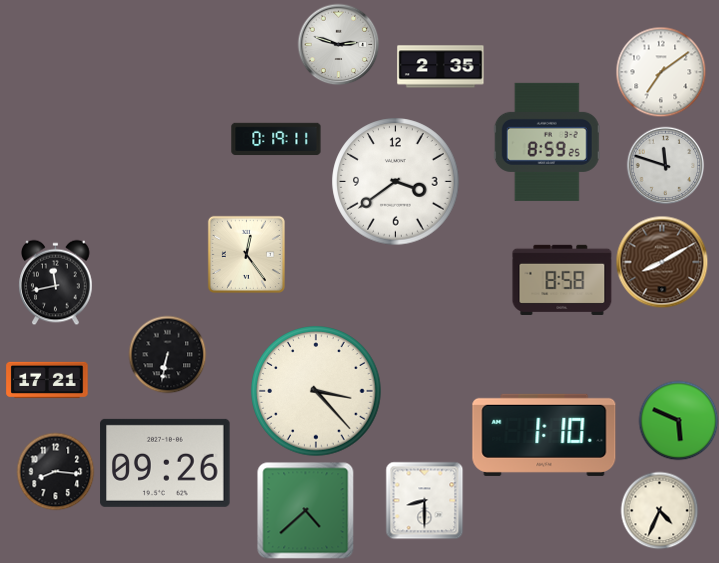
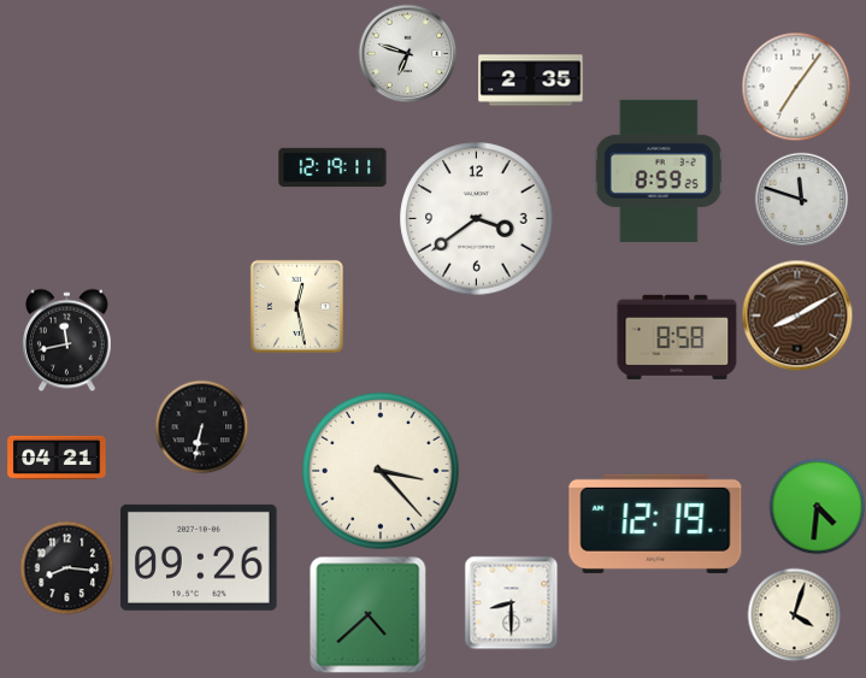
clock at (338, 44): 2:48 -> 6:48
clock at (661, 72): 7:09 -> 7:06
clock at (276, 139): 0:19 -> 12:19
clock at (246, 254): 12:24 -> 12:28
clock at (47, 380): 17:21 -> 04:21
clock at (678, 420): 5:49 -> 4:31
clock at (544, 435): 1:10 -> 12:19
clock at (659, 510): 4:34 -> 4:03
